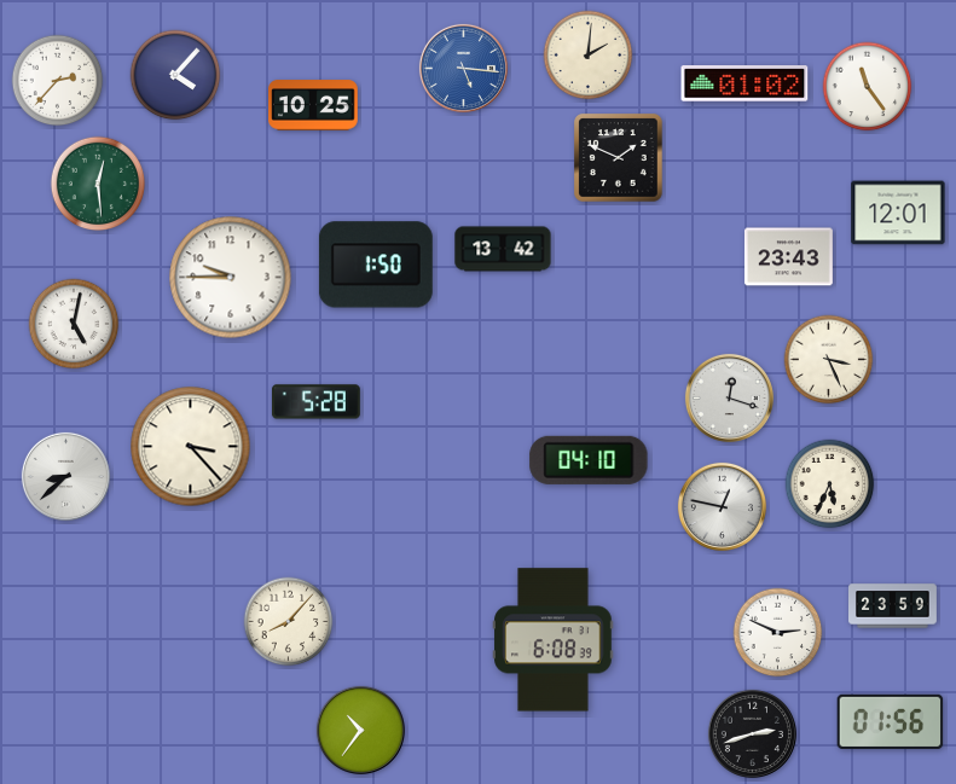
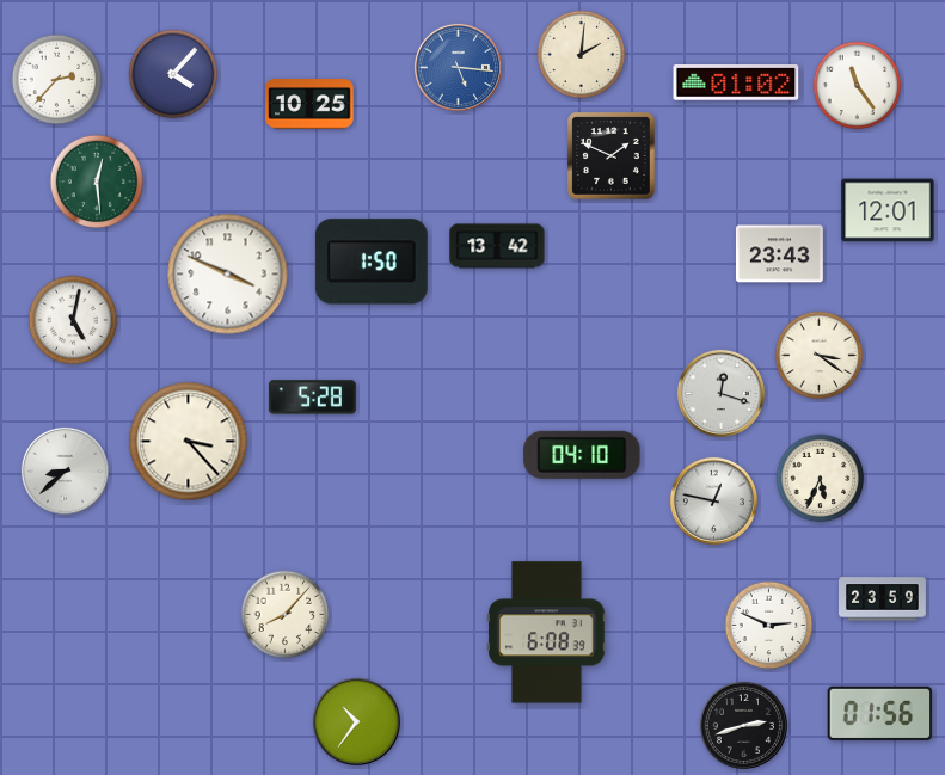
clock at (231, 278): 9:45 -> 3:49
clock at (829, 360): 3:26 -> 3:21
